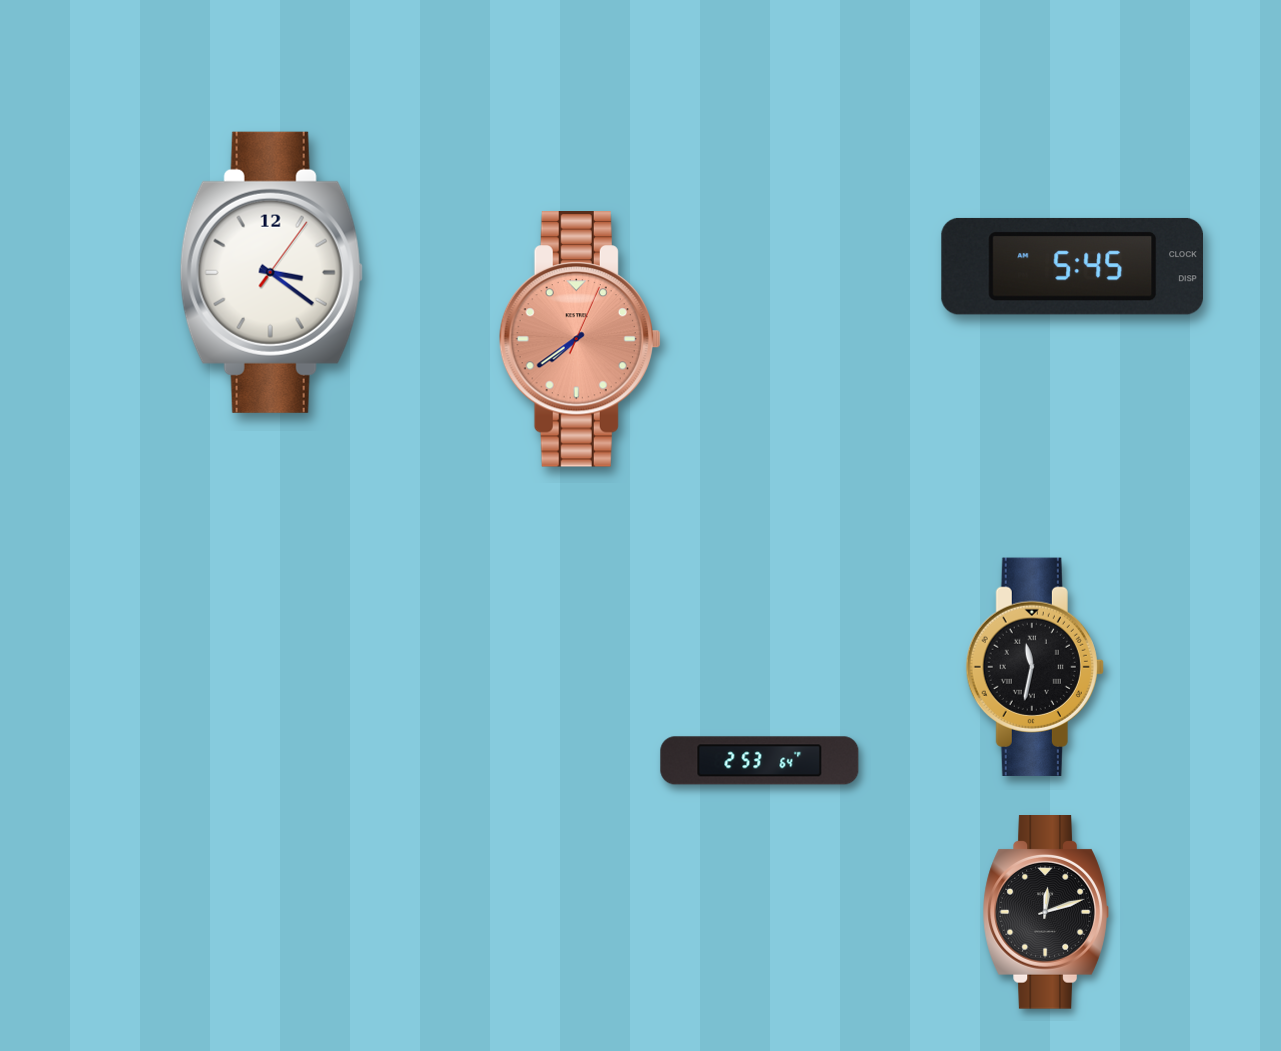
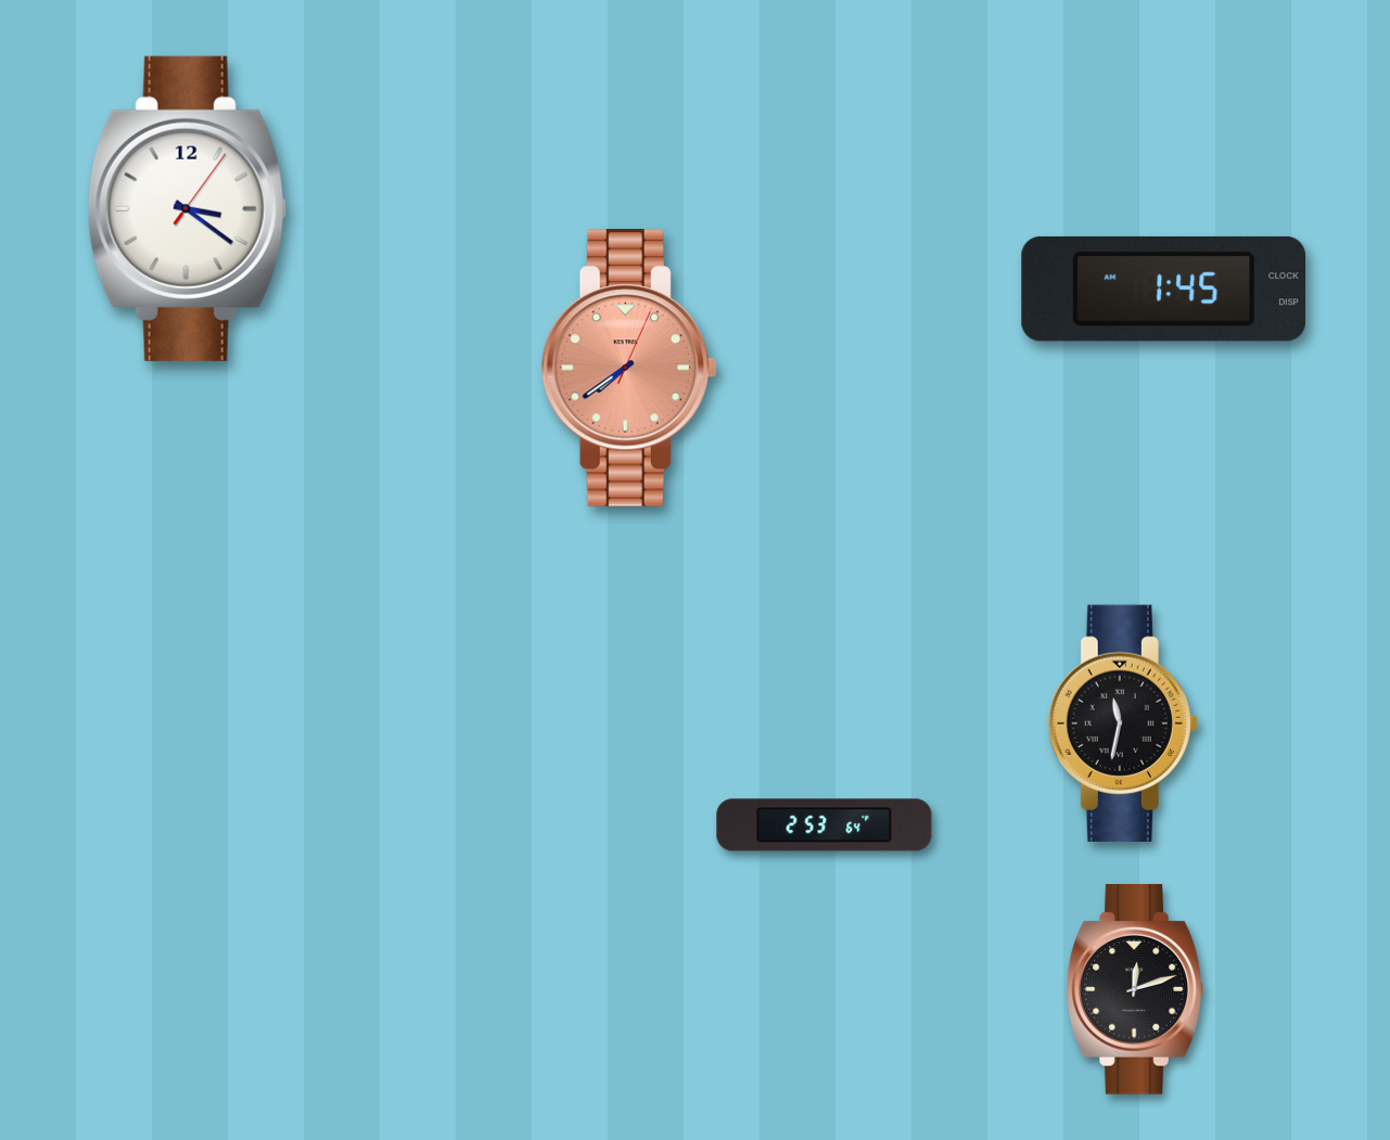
clock at (1072, 266): 5:45 -> 1:45
clock at (271, 272) position: (271, 272) -> (187, 208)
